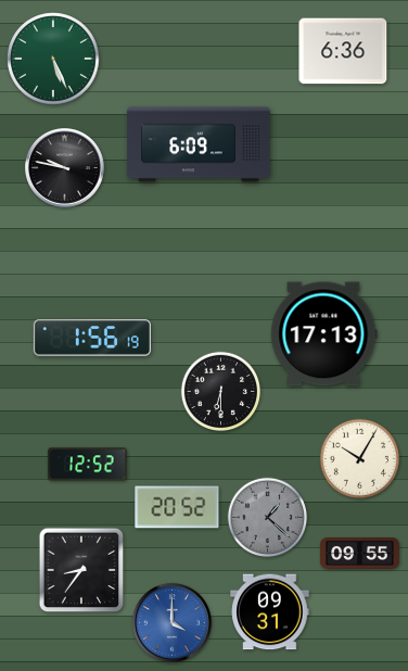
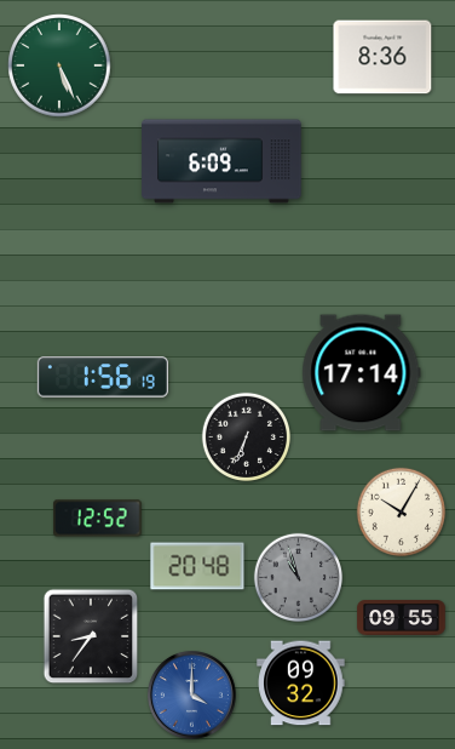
clock at (343, 51): 6:36 -> 8:36
clock at (65, 168): 9:47 -> none
clock at (324, 334): 17:13 -> 17:14
clock at (221, 392): 6:30 -> 6:34
clock at (177, 507): 20:52 -> 20:48
clock at (268, 518): 1:22 -> 10:57
clock at (270, 612): 09:31 -> 09:32
